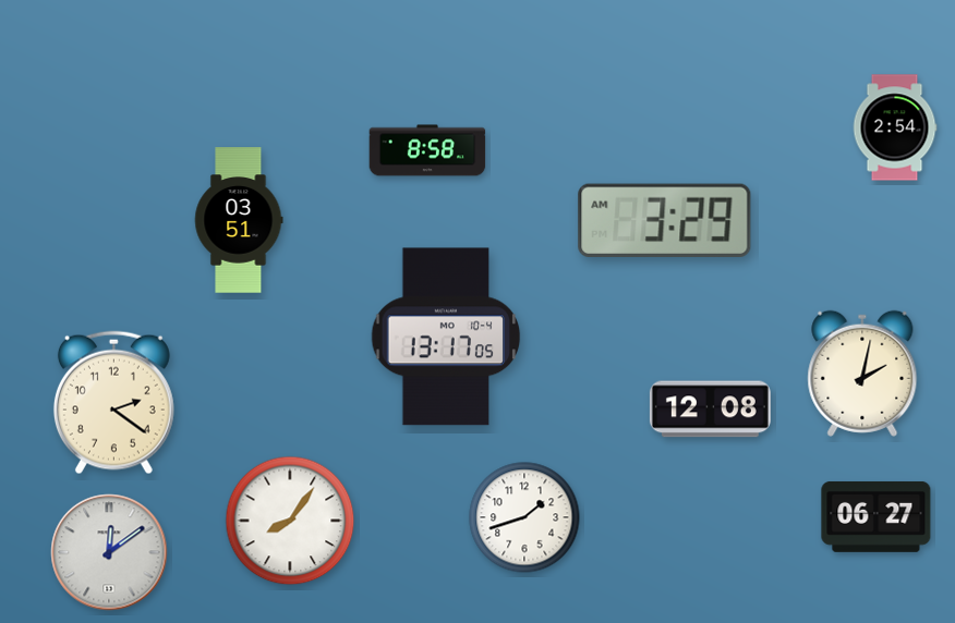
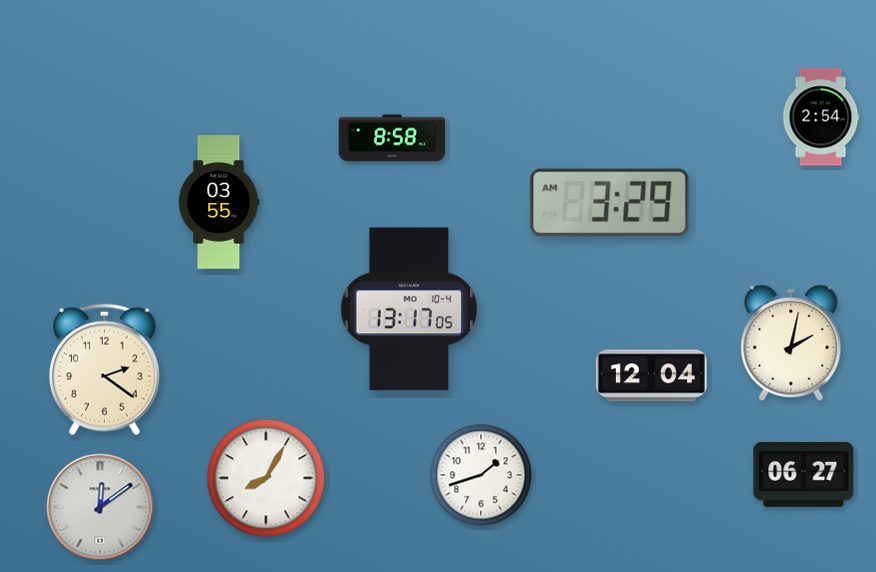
clock at (239, 220): 03:51 -> 03:55
clock at (710, 410): 12:08 -> 12:04
clock at (290, 521): 8:06 -> 8:05
